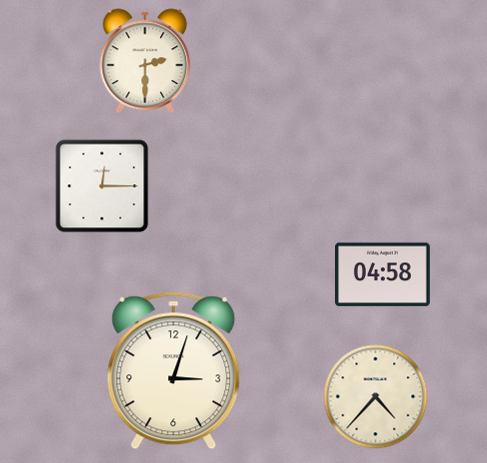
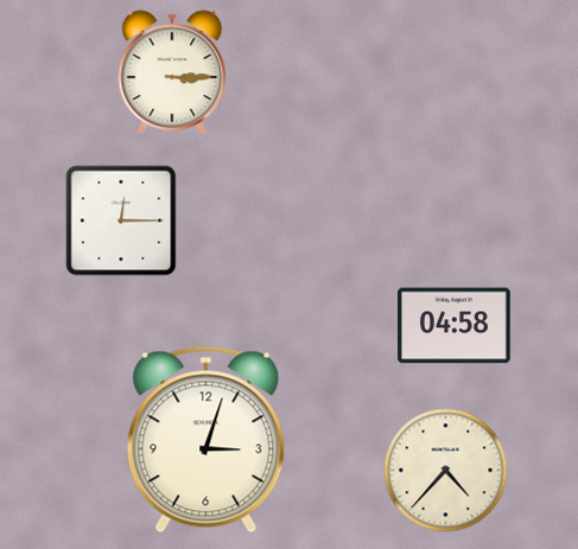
clock at (145, 61): 2:30 -> 3:15
